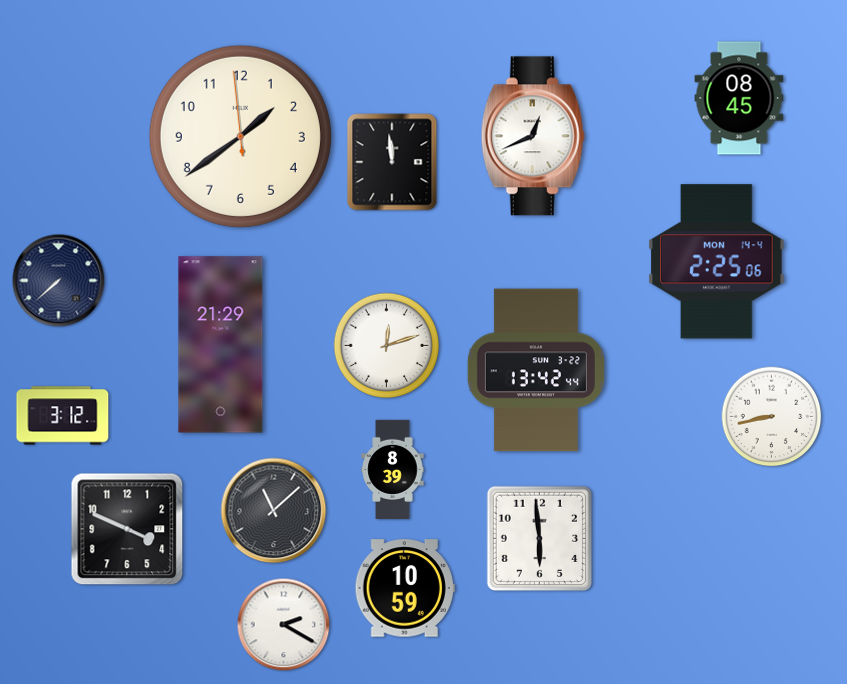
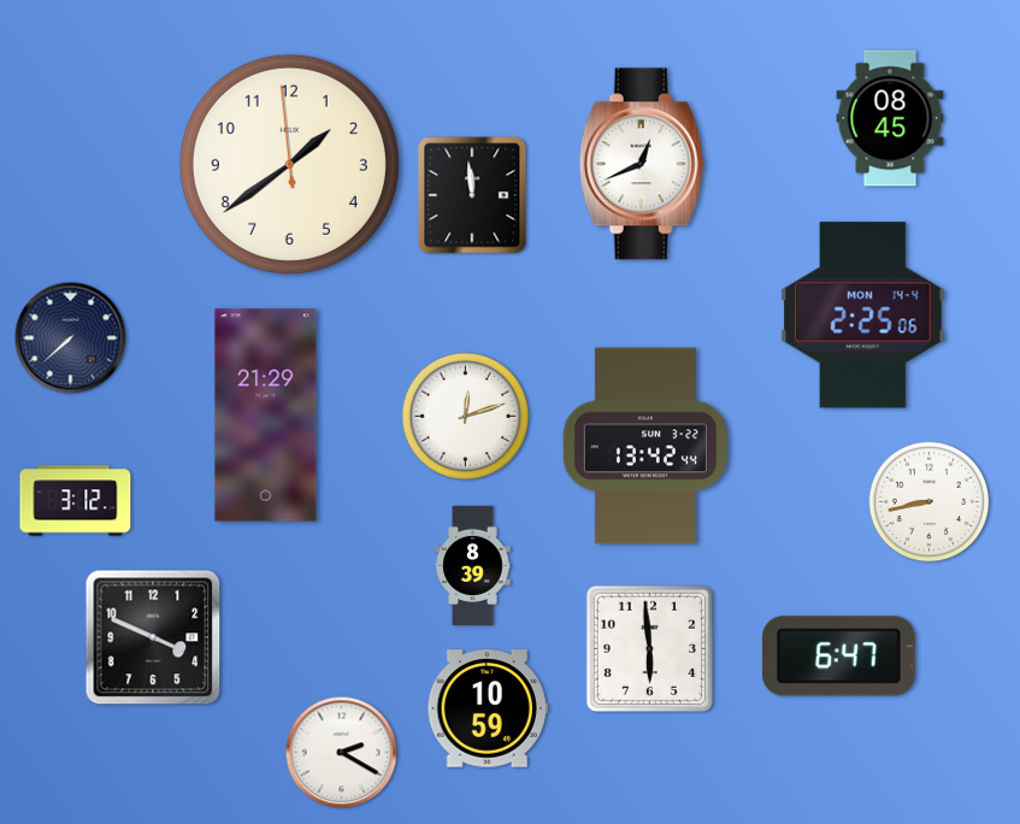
clock at (274, 511): 11:08 -> none
clock at (838, 657): none -> 6:47
